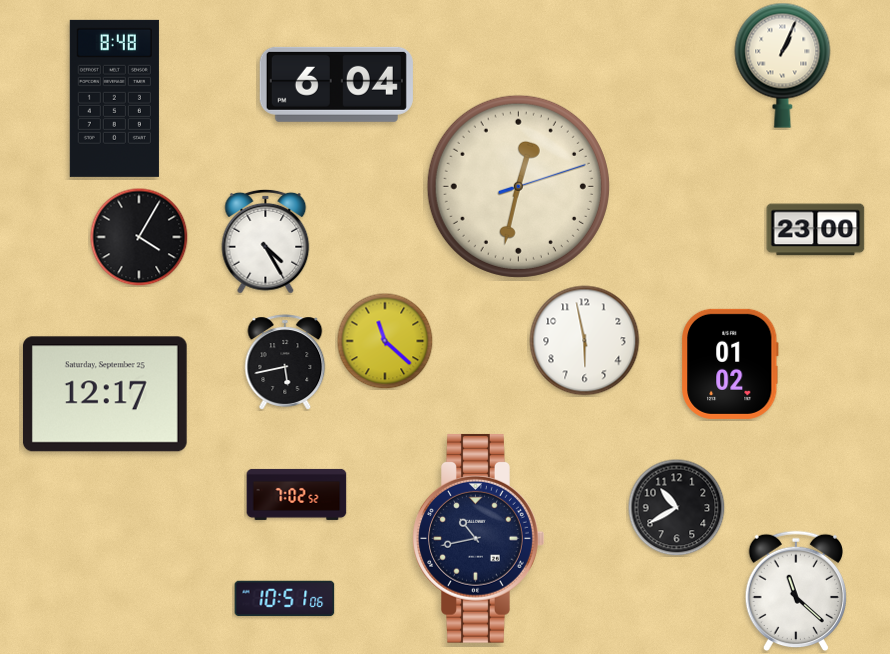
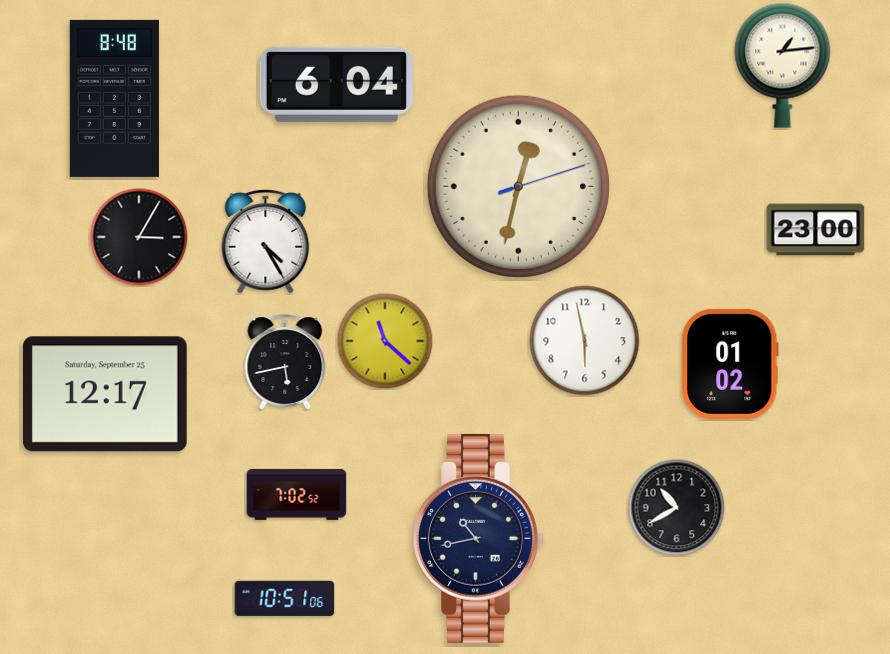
clock at (783, 65): 1:04 -> 1:14
clock at (139, 237): 4:05 -> 3:05
clock at (796, 591): 11:22 -> none
